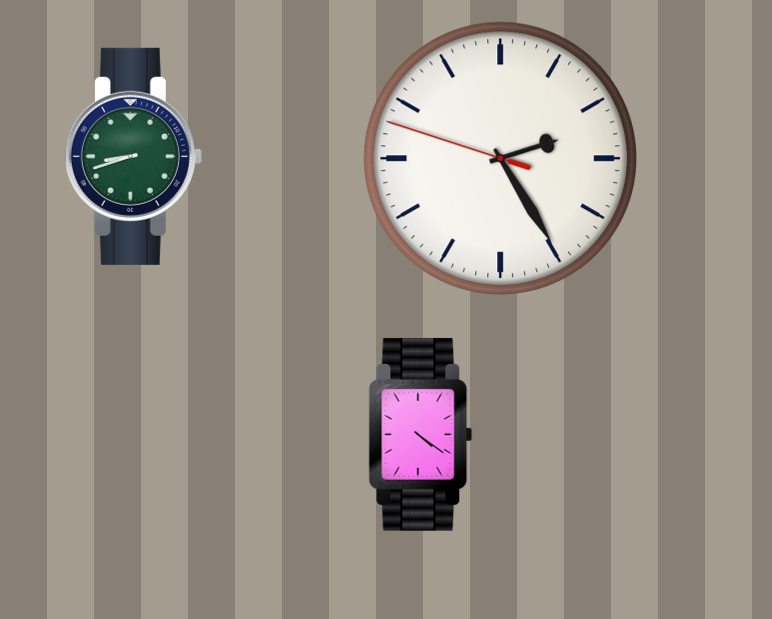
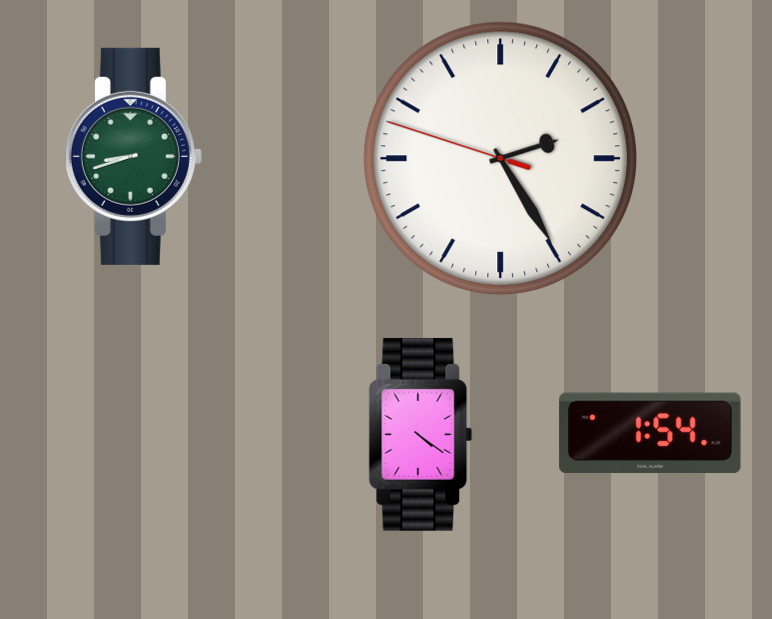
clock at (650, 433): none -> 1:54
